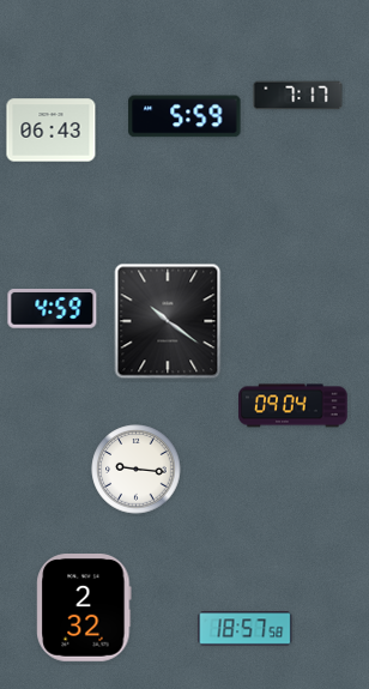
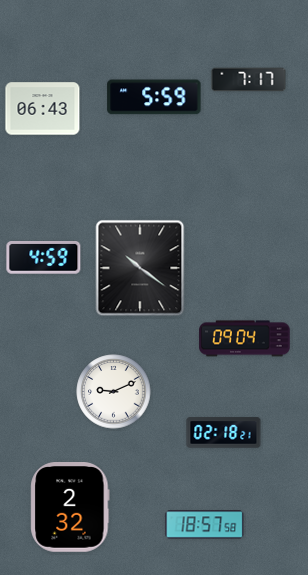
clock at (137, 470): 9:16 -> 9:11
clock at (224, 433): none -> 02:18
